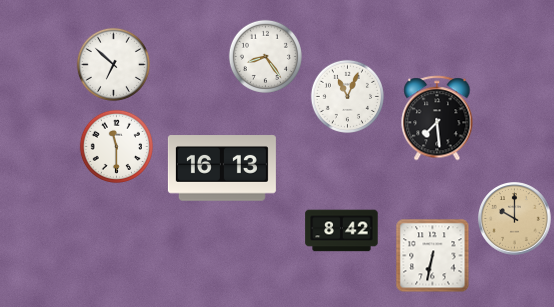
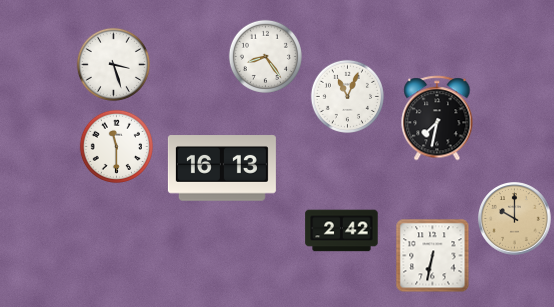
clock at (113, 64): 6:52 -> 3:27
clock at (437, 118): 7:29 -> 7:32
clock at (342, 231): 8:42 -> 2:42
